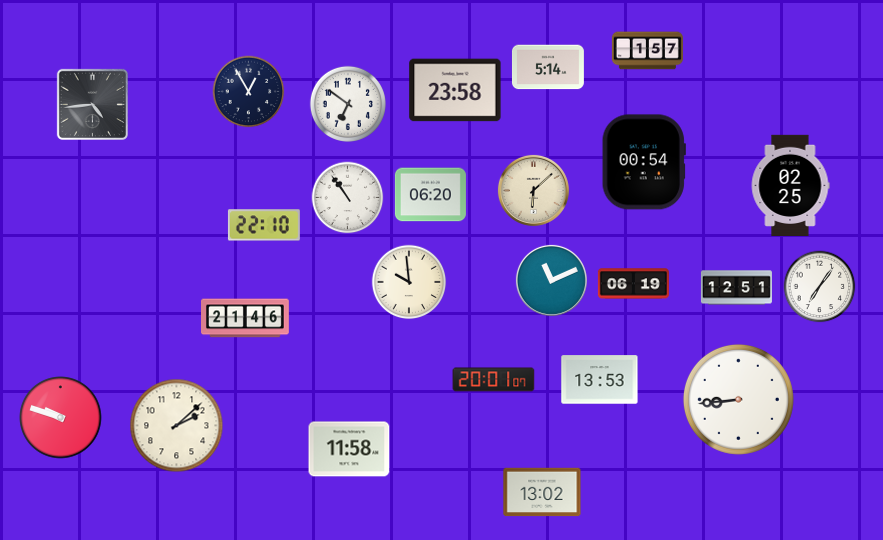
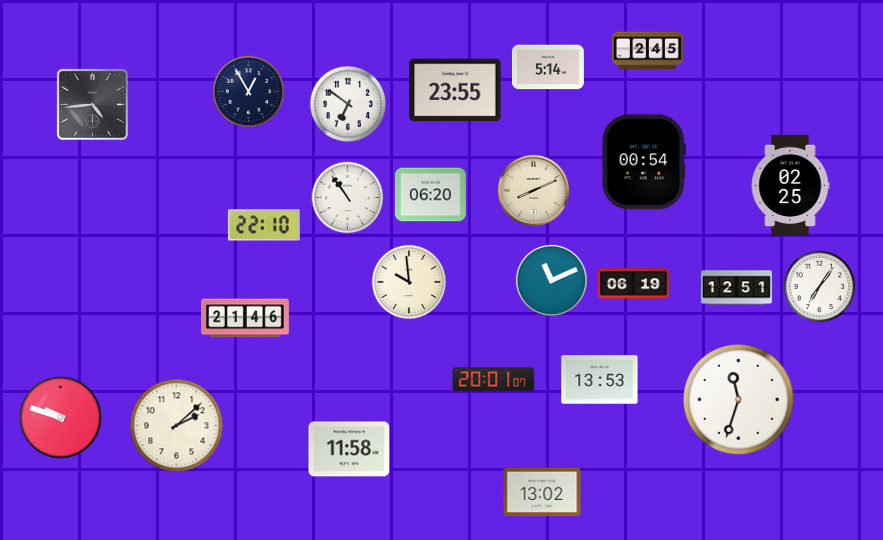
clock at (647, 51): 1:57 -> 2:45
clock at (455, 90): 23:58 -> 23:55
clock at (533, 190): 6:08 -> 8:11
clock at (738, 399): 8:44 -> 11:33
